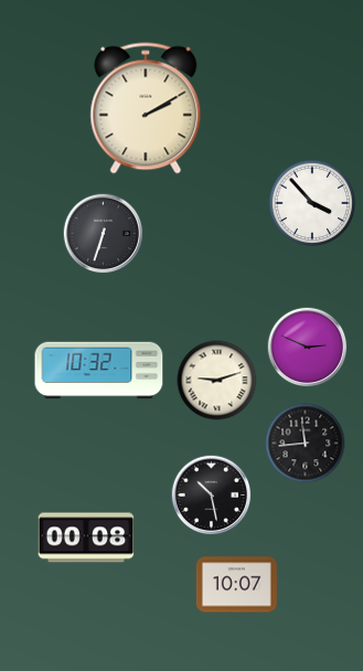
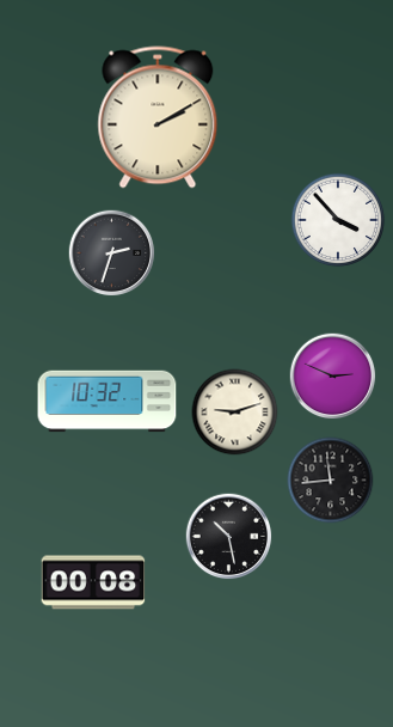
clock at (104, 234): 6:33 -> 2:33
clock at (236, 585): 10:07 -> none
